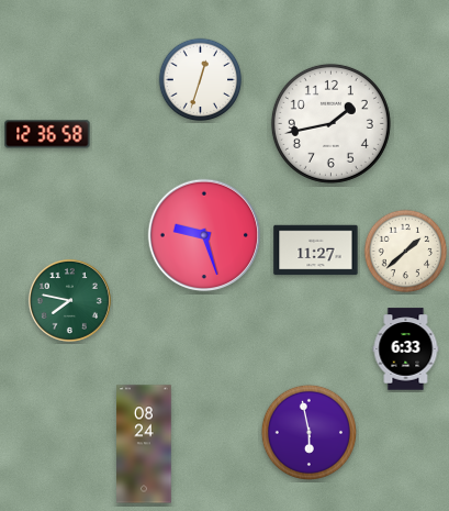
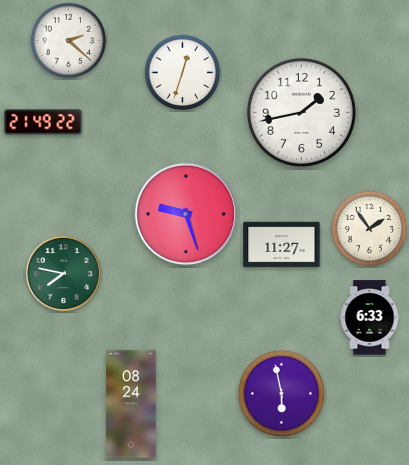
clock at (69, 41): none -> 2:22
clock at (47, 134): 12:36 -> 21:49
clock at (316, 251) position: (316, 251) -> (282, 245)
clock at (406, 252): 1:38 -> 1:54
